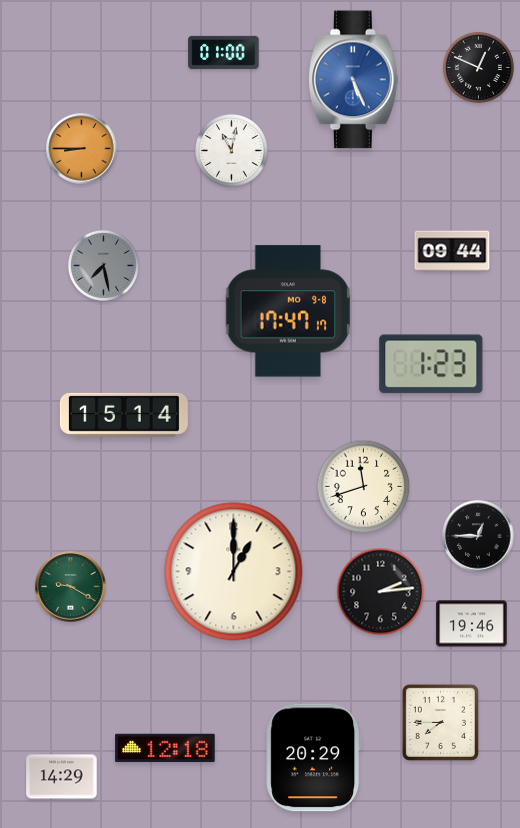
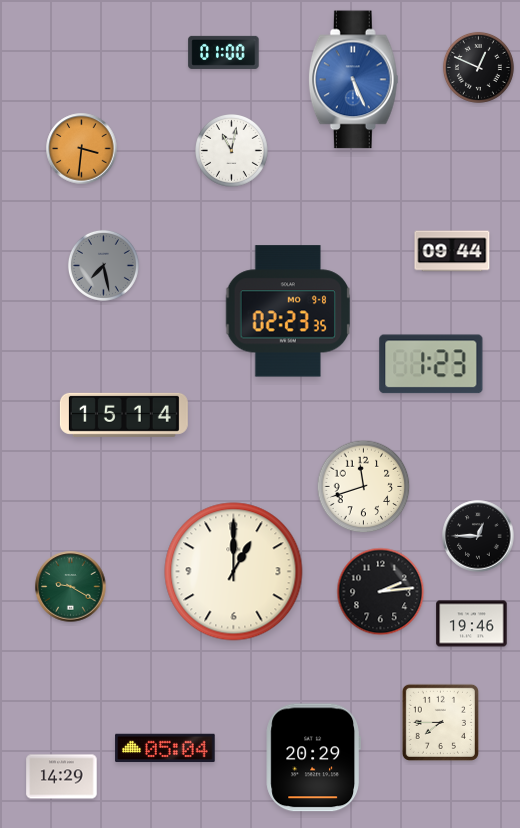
clock at (82, 149): 8:45 -> 3:31
clock at (288, 311): 17:47 -> 02:23
clock at (165, 748): 12:18 -> 05:04
